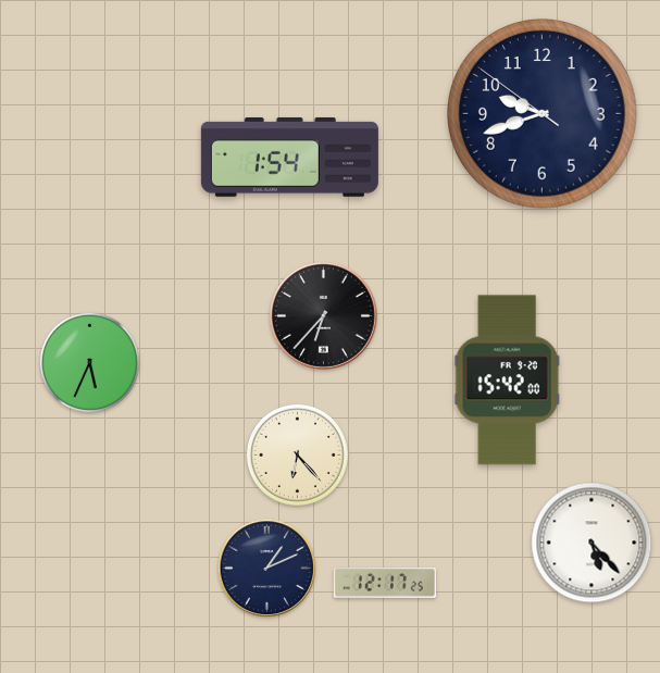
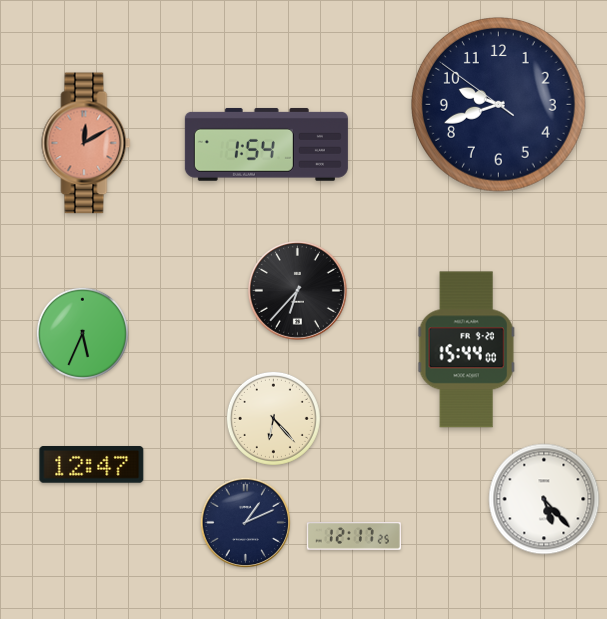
clock at (86, 143): none -> 12:10
clock at (507, 381): 15:42 -> 15:44
clock at (92, 465): none -> 12:47
